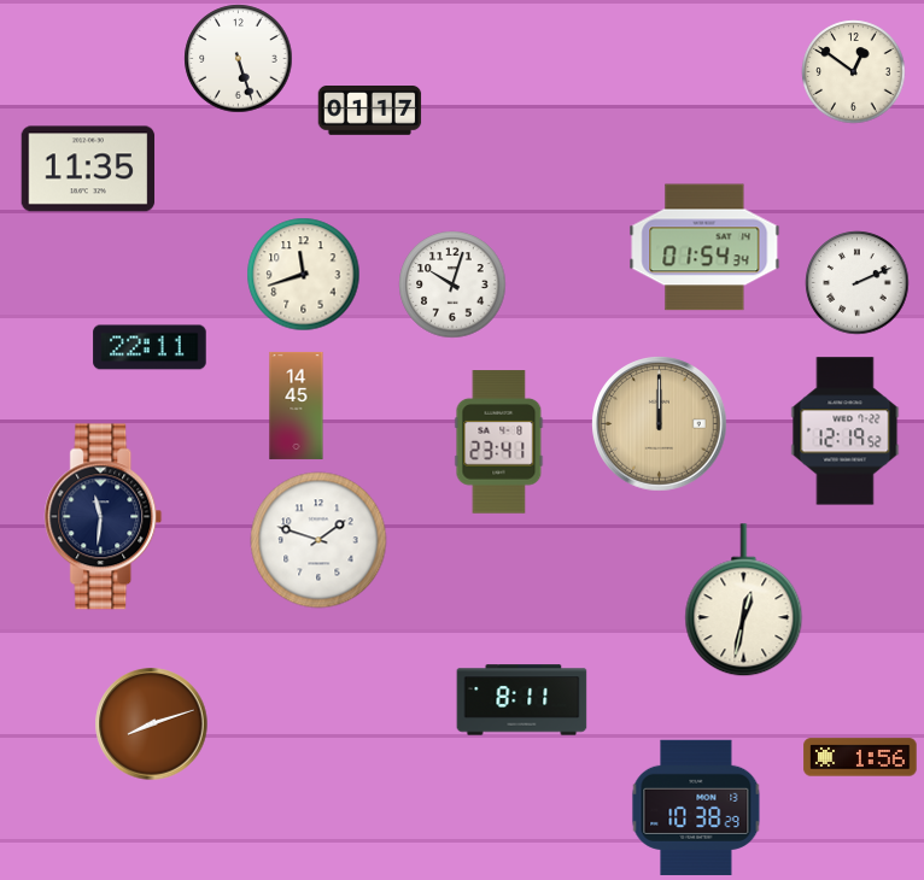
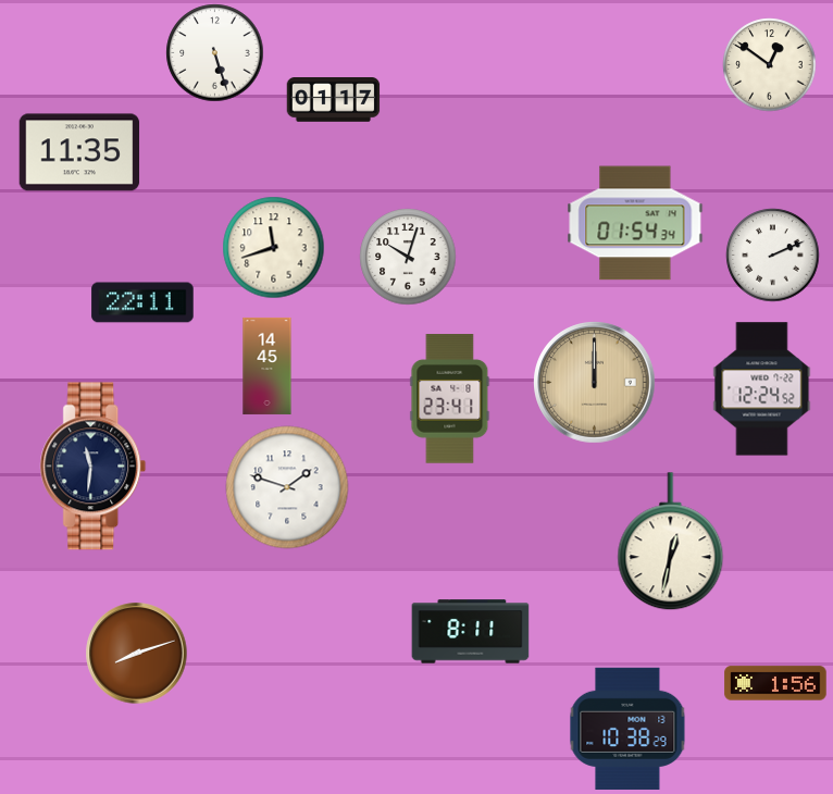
clock at (150, 347) position: (150, 347) -> (142, 302)
clock at (846, 432): 12:19 -> 12:24
